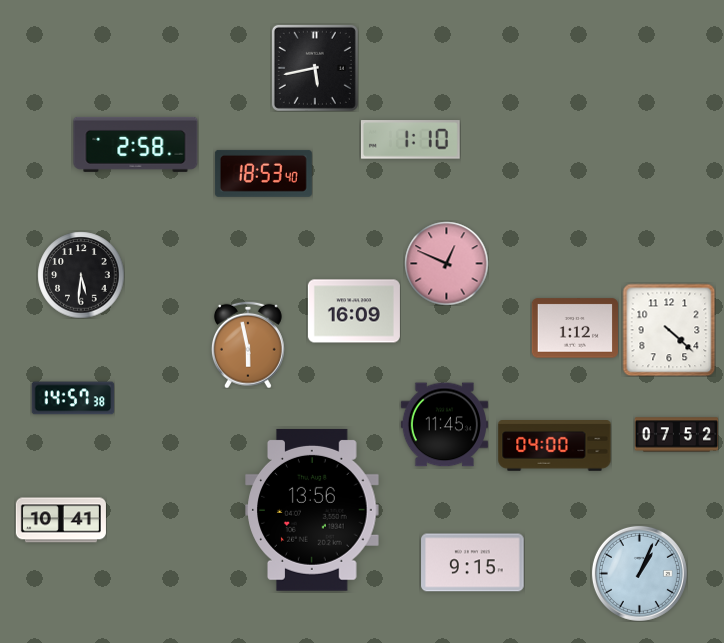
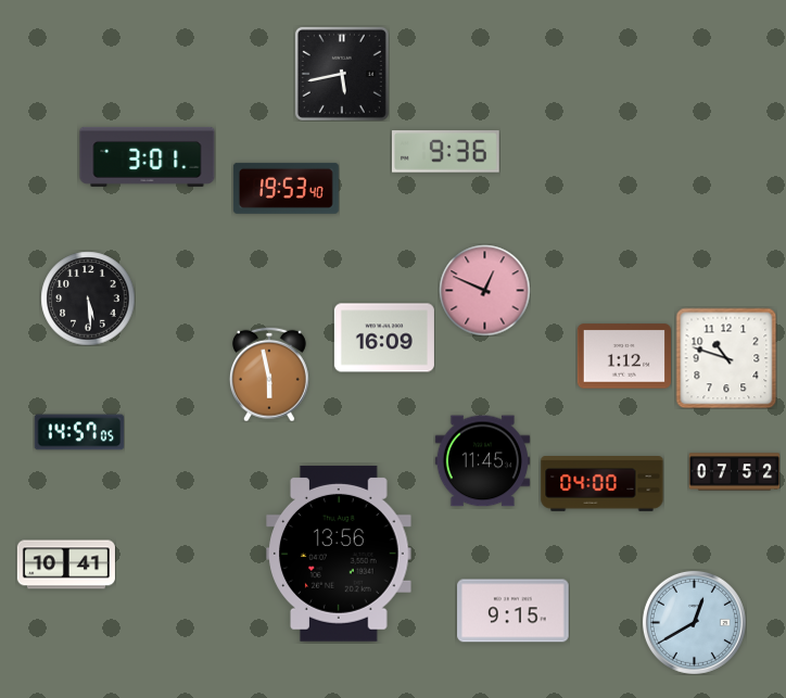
clock at (410, 140): 1:10 -> 9:36
clock at (136, 144): 2:58 -> 3:01
clock at (263, 173): 18:53 -> 19:53
clock at (446, 263) position: (446, 263) -> (484, 290)
clock at (81, 275): 5:31 -> 5:29
clock at (669, 330): 4:22 -> 10:48
clock at (73, 398): 14:57:38 -> 14:57:05
clock at (639, 573): 1:04 -> 12:40
